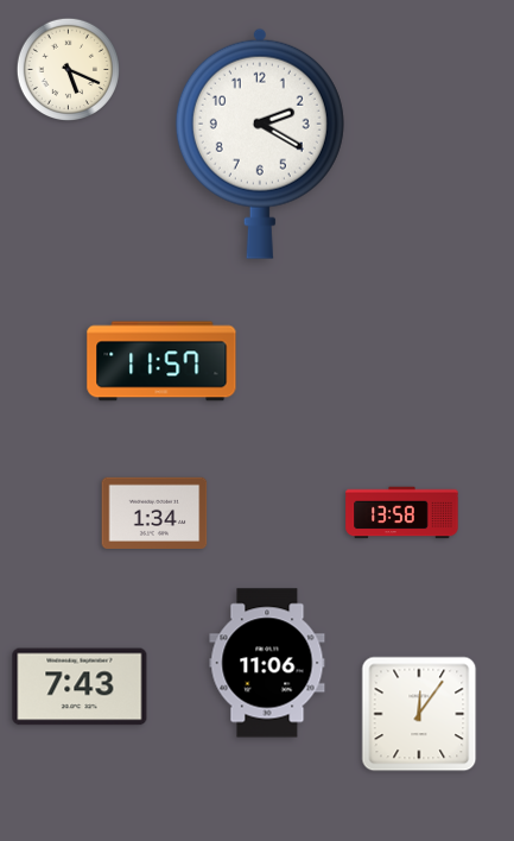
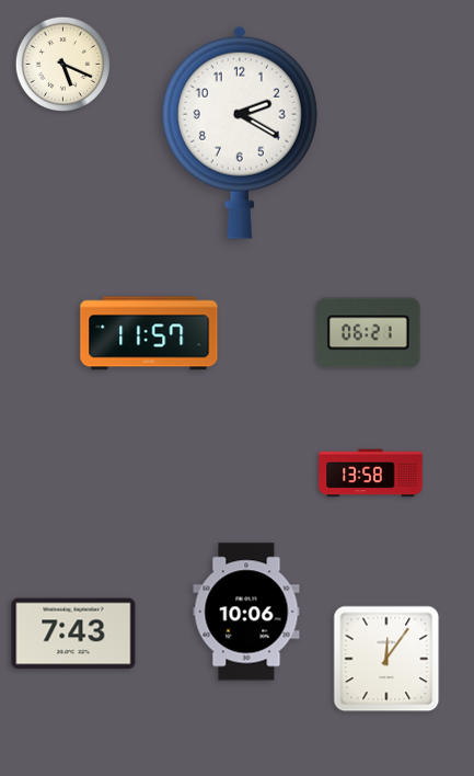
clock at (369, 333): none -> 06:21
clock at (154, 512): 1:34 -> none
clock at (267, 663): 11:06 -> 10:06
